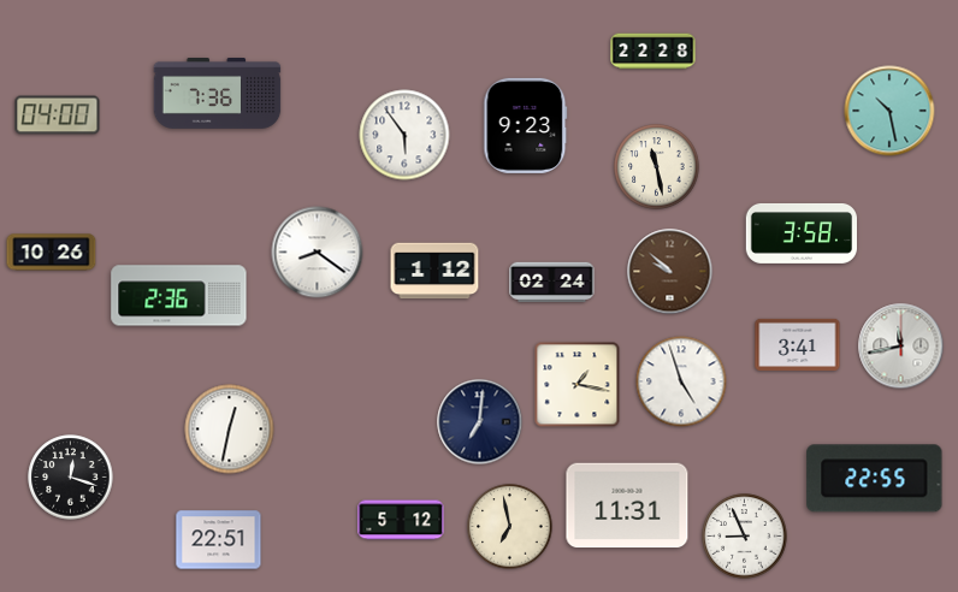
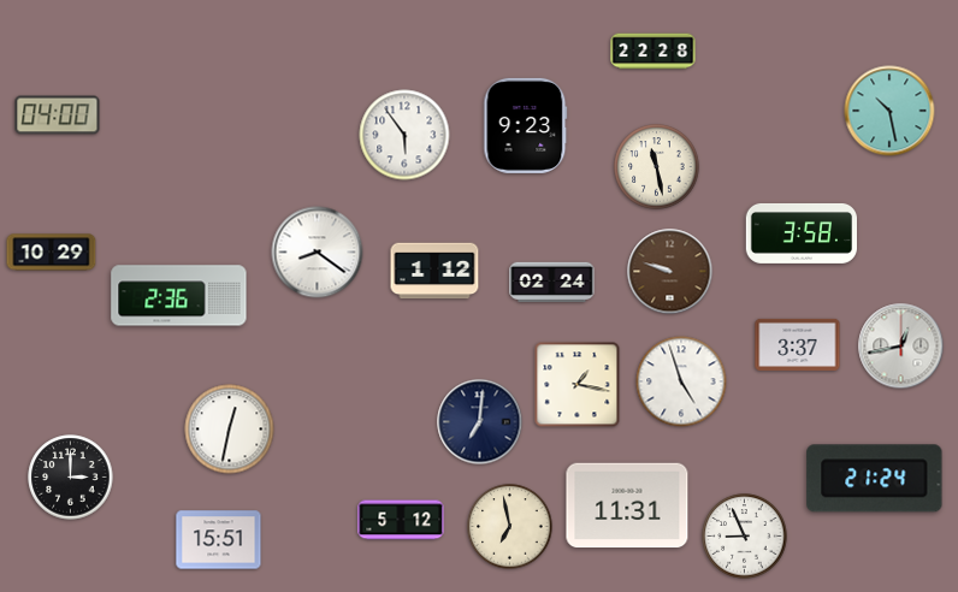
clock at (218, 94): 7:36 -> none
clock at (52, 253): 10:26 -> 10:29
clock at (670, 272): 9:52 -> 9:48
clock at (798, 344): 3:41 -> 3:37
clock at (901, 347): 11:43 -> 12:43
clock at (71, 478): 12:18 -> 3:00
clock at (875, 479): 22:55 -> 21:24
clock at (219, 540): 22:51 -> 15:51
